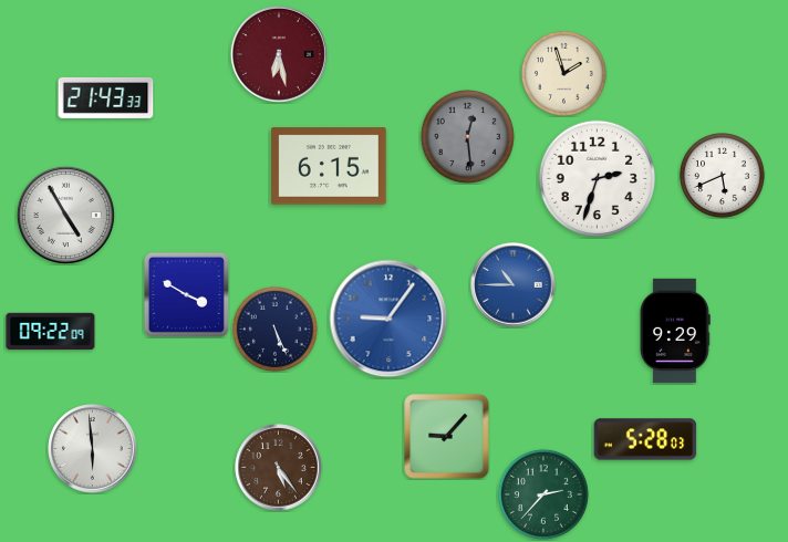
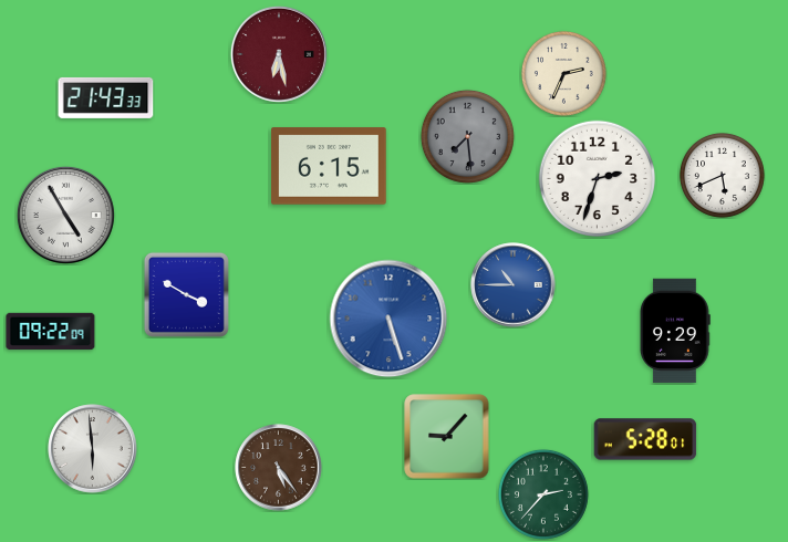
clock at (563, 73): 1:57 -> 2:34
clock at (467, 136): 12:29 -> 7:29
clock at (388, 319): 9:06 -> 5:27
clock at (274, 329): 5:26 -> none
clock at (645, 439): 5:28:03 -> 5:28:01
